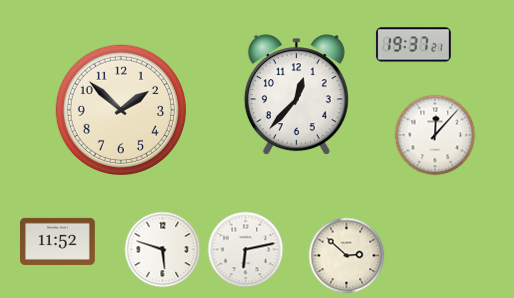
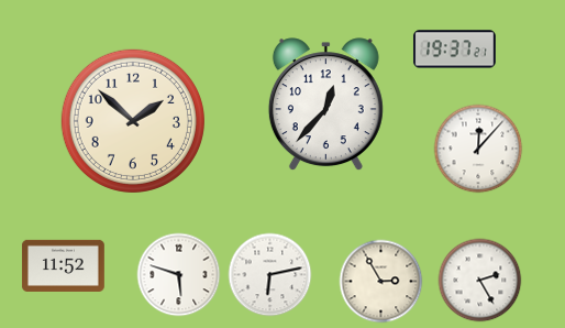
clock at (480, 281): none -> 2:25
clock at (347, 256): 2:52 -> 2:55
